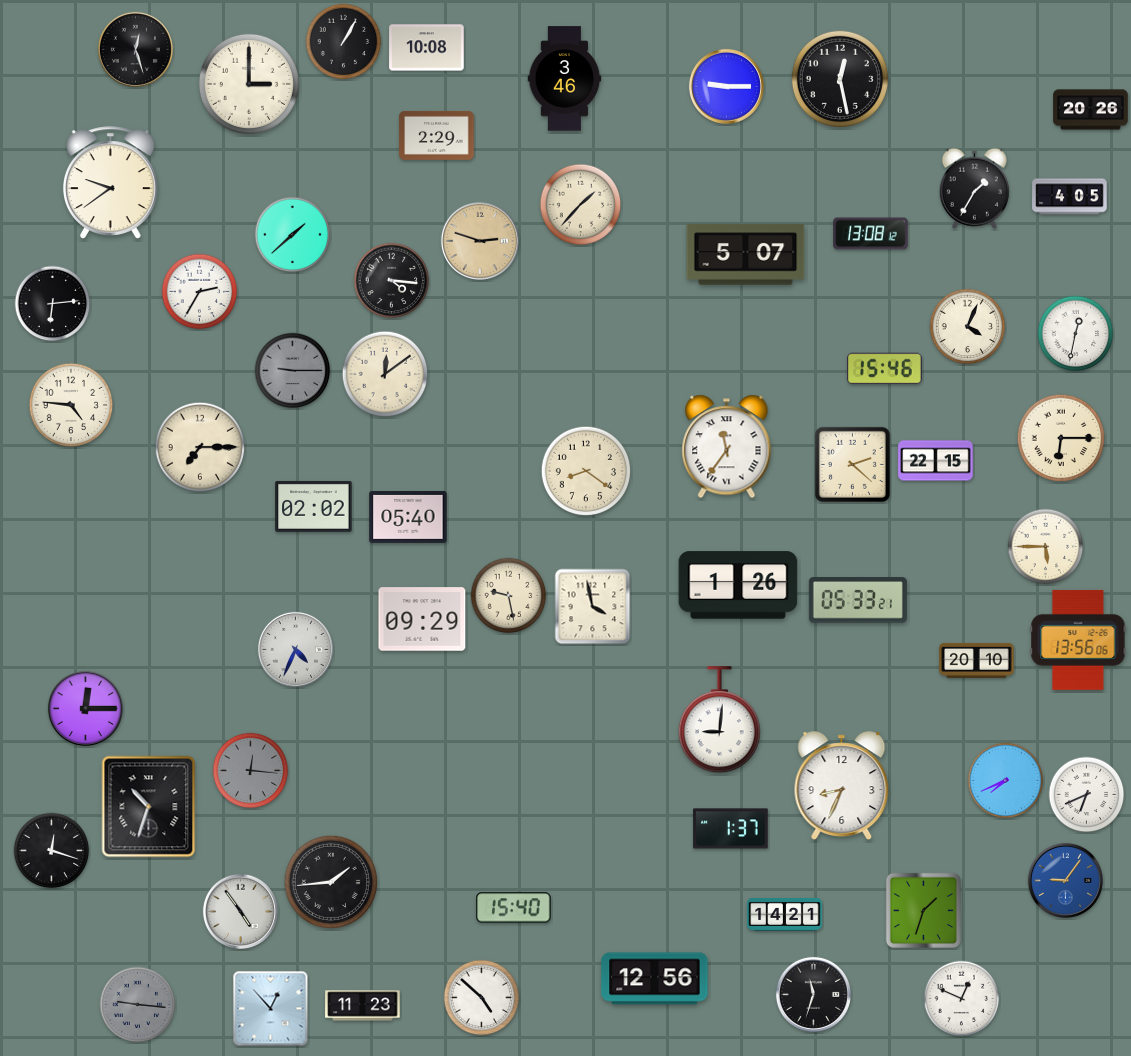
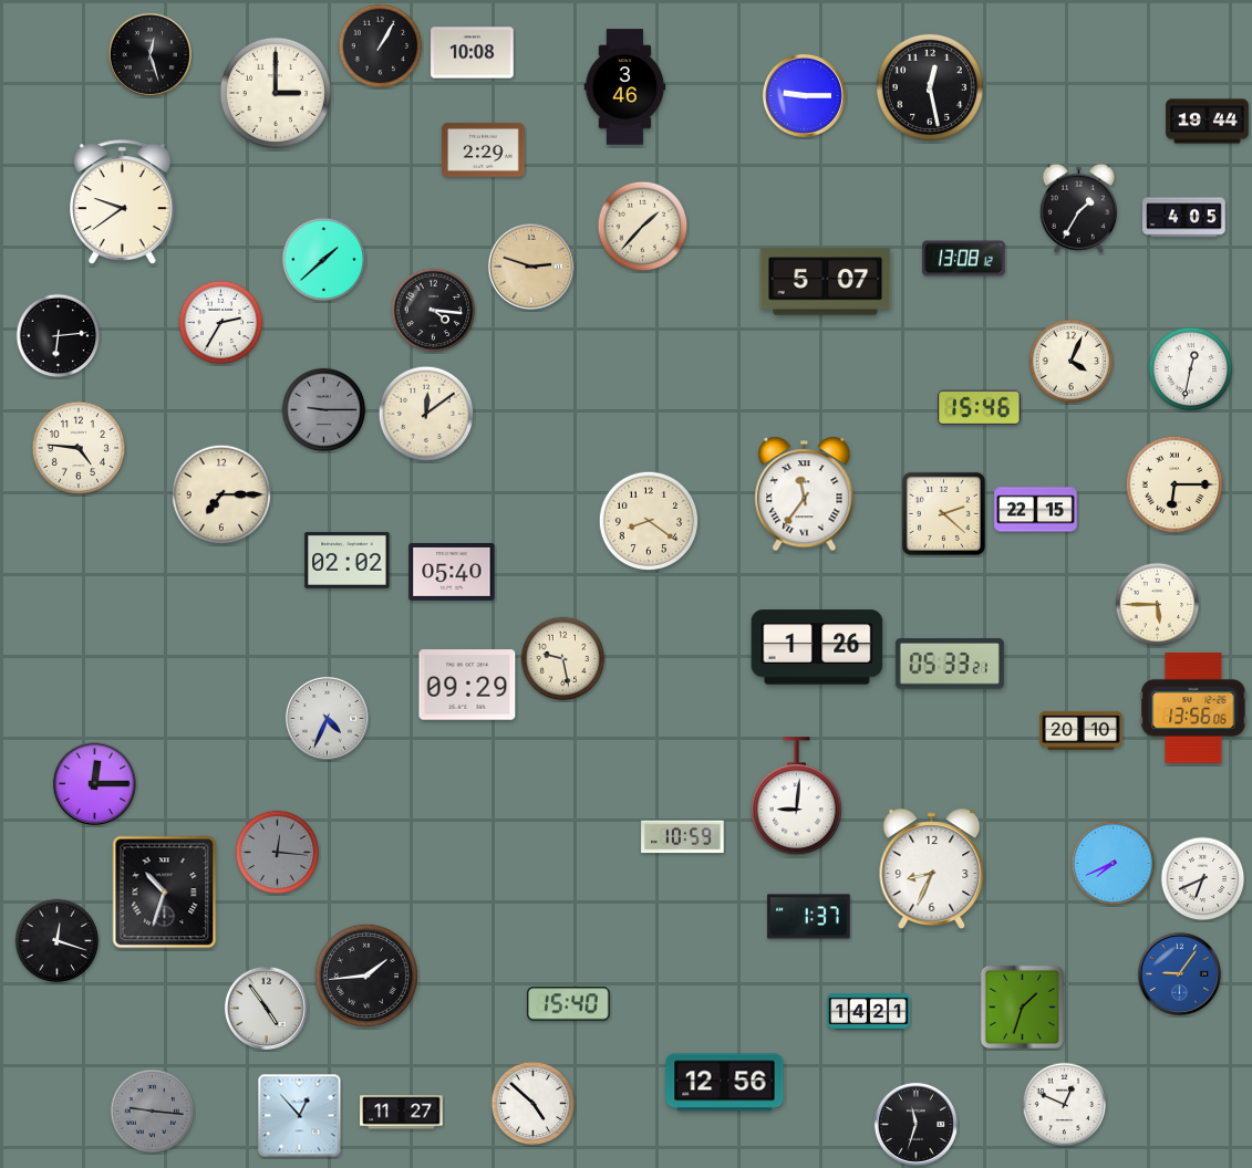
clock at (1091, 110): 20:26 -> 19:44
clock at (593, 607): 3:58 -> none
clock at (683, 837): none -> 10:59
clock at (813, 994) position: (813, 994) -> (915, 1124)
clock at (363, 1006): 11:23 -> 11:27
